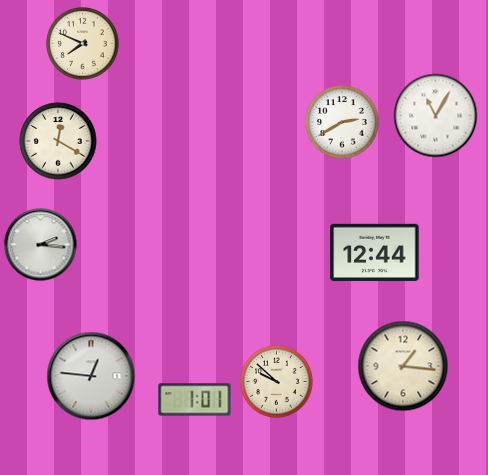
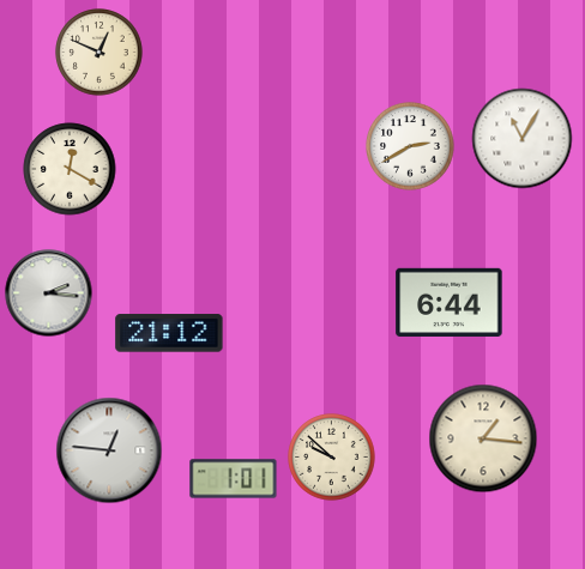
clock at (83, 44): 7:49 -> 12:49
clock at (375, 252): 12:44 -> 6:44
clock at (169, 333): none -> 21:12
